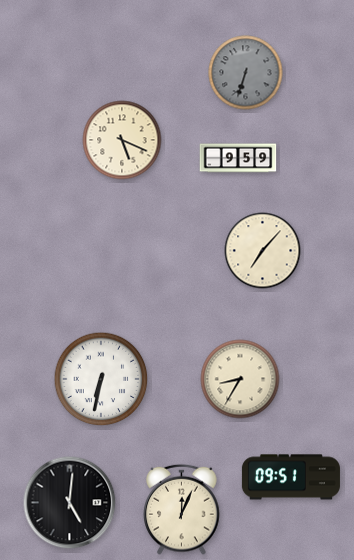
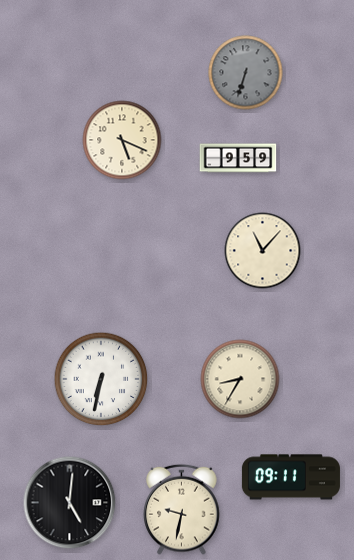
clock at (263, 251): 7:07 -> 11:07
clock at (291, 477): 09:51 -> 09:11
clock at (182, 509): 12:04 -> 9:32
